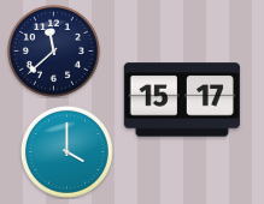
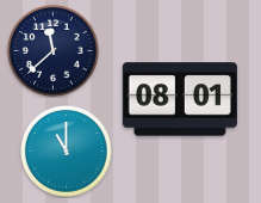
clock at (182, 100): 15:17 -> 08:01
clock at (66, 151): 4:00 -> 11:00
